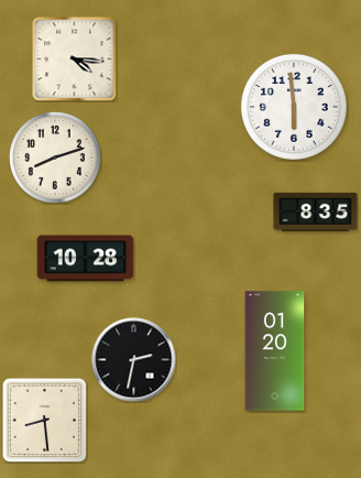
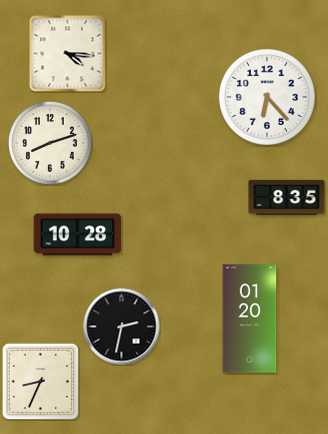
clock at (294, 107): 5:59 -> 6:23
clock at (316, 213) position: (316, 213) -> (287, 198)
clock at (44, 420): 8:29 -> 8:34
